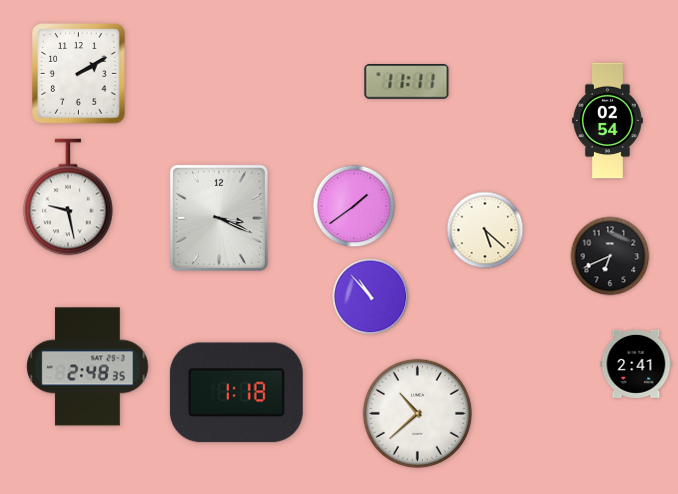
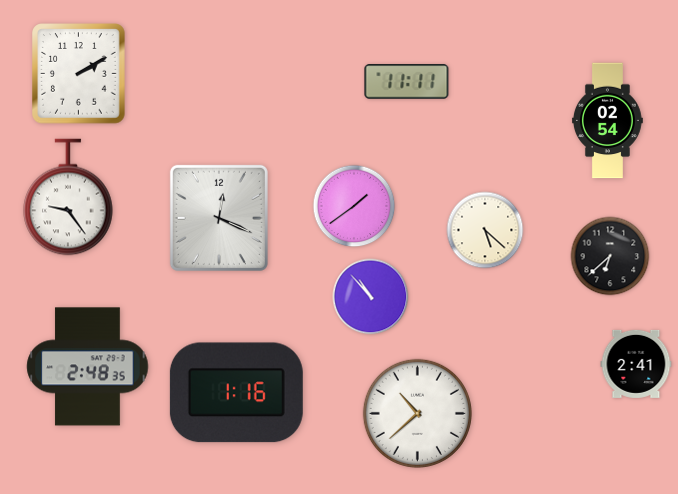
clock at (68, 197): 9:28 -> 9:24
clock at (219, 218): 3:19 -> 12:19
clock at (610, 256): 6:41 -> 6:38
clock at (236, 393): 1:18 -> 1:16
